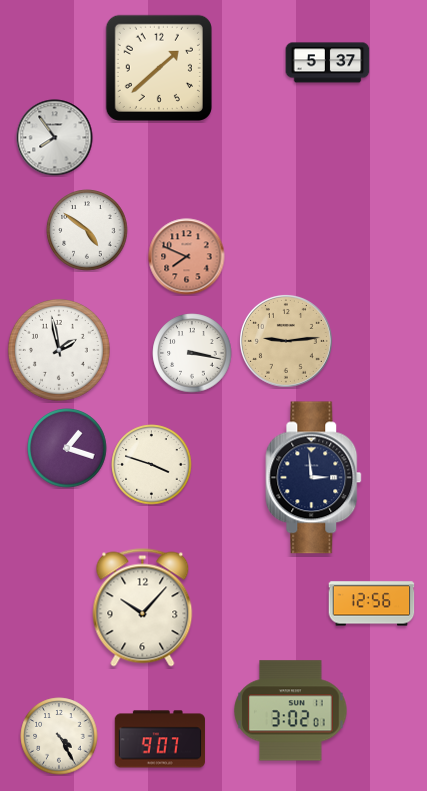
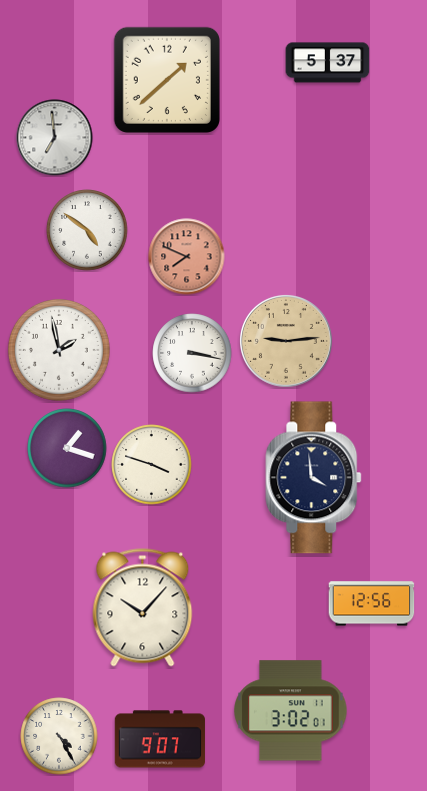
clock at (159, 68) position: (159, 68) -> (167, 80)
clock at (55, 138): 7:54 -> 6:59
clock at (314, 478): 2:59 -> 3:59
